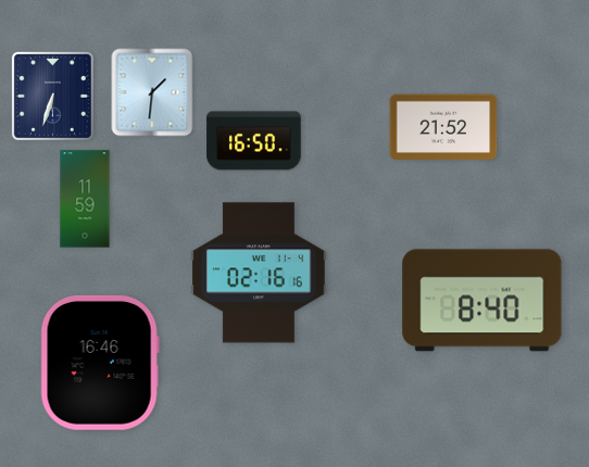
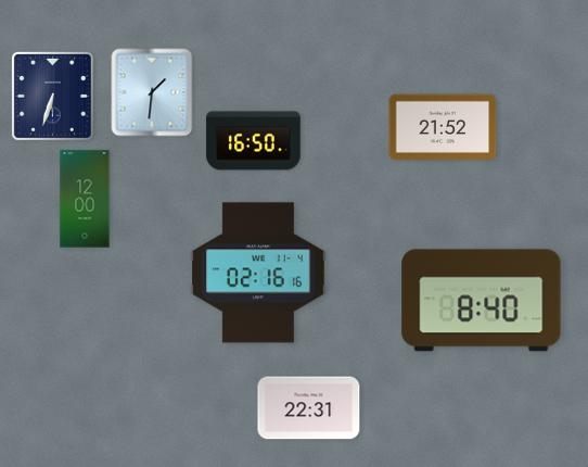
clock at (85, 199): 11:59 -> 12:00
clock at (100, 364): 16:46 -> none
clock at (309, 408): none -> 22:31
